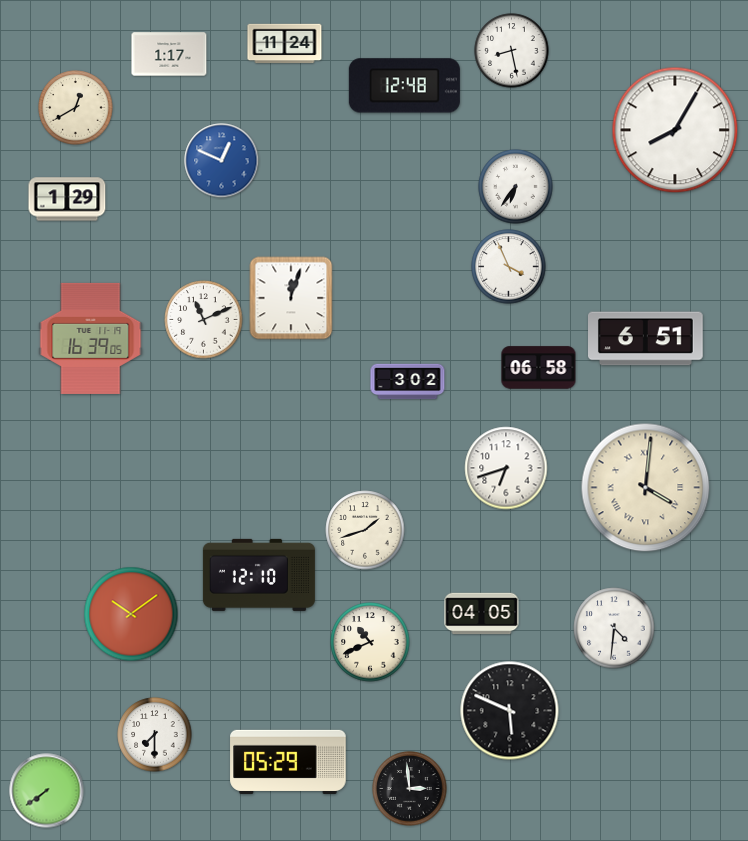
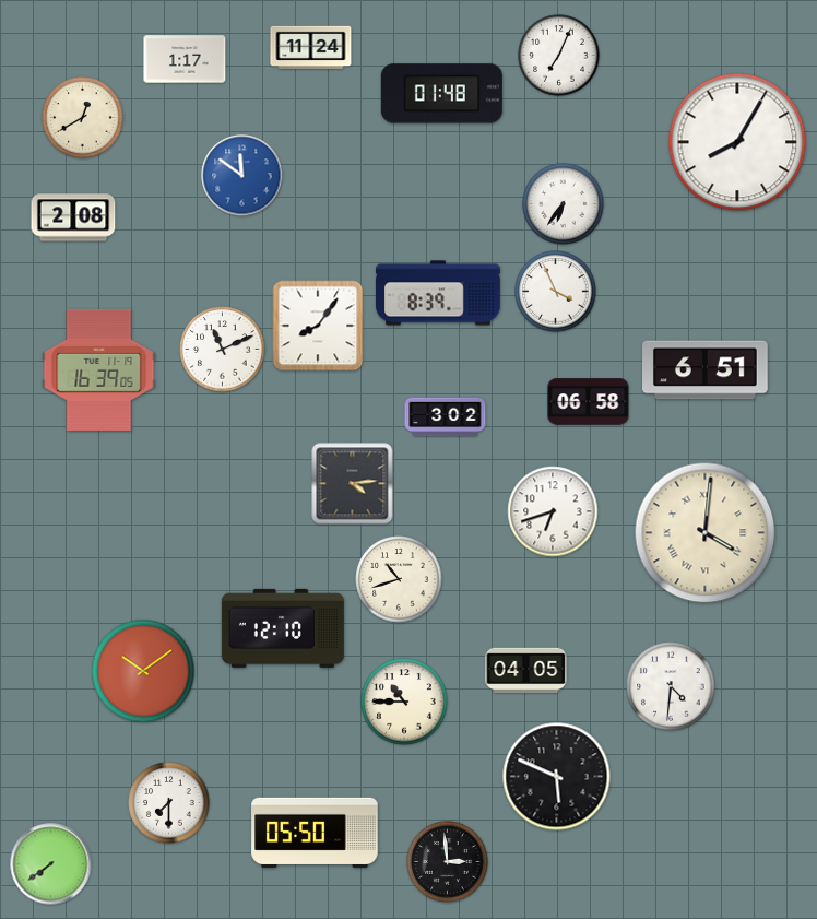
clock at (512, 51): 8:28 -> 7:04
clock at (404, 86): 12:48 -> 01:48
clock at (222, 161): 12:49 -> 11:51
clock at (67, 199): 1:29 -> 2:08
clock at (439, 293): none -> 8:39
clock at (291, 298): 12:03 -> 8:06
clock at (353, 484): none -> 4:14
clock at (365, 530): 1:42 -> 10:42
clock at (370, 642): 10:41 -> 10:45
clock at (288, 762): 05:29 -> 05:50
